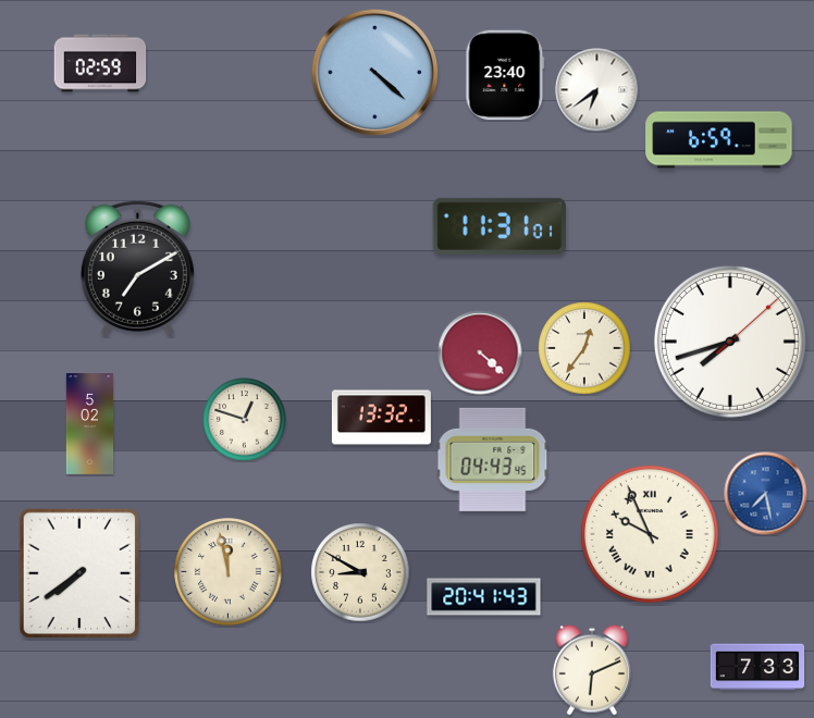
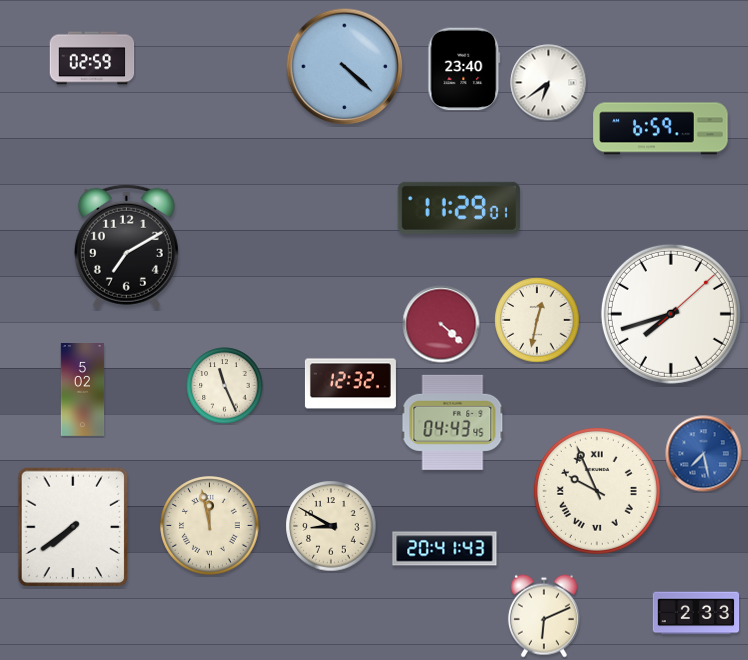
clock at (499, 226): 11:31 -> 11:29
clock at (584, 348): 12:36 -> 12:32
clock at (381, 418): 13:32 -> 12:32
clock at (245, 420): 12:48 -> 11:26
clock at (757, 667): 7:33 -> 2:33
